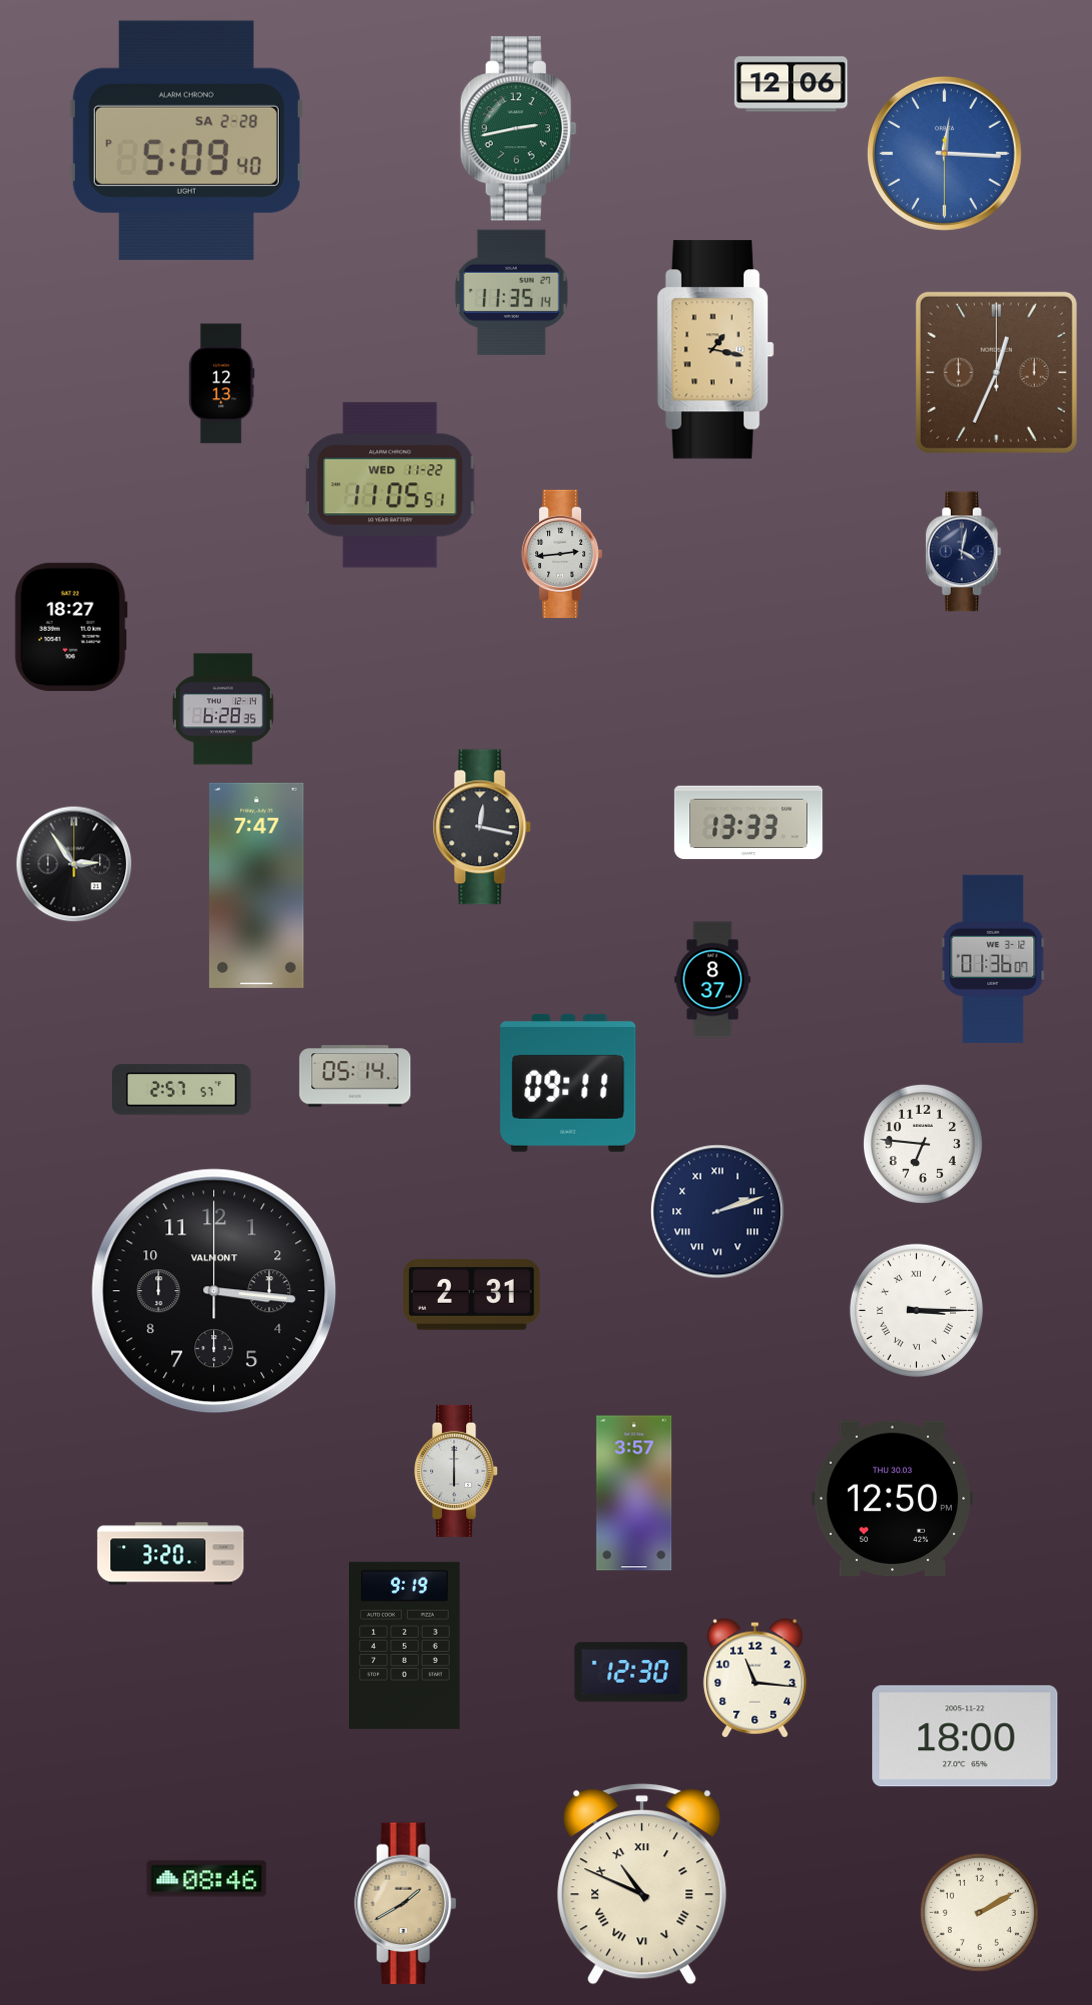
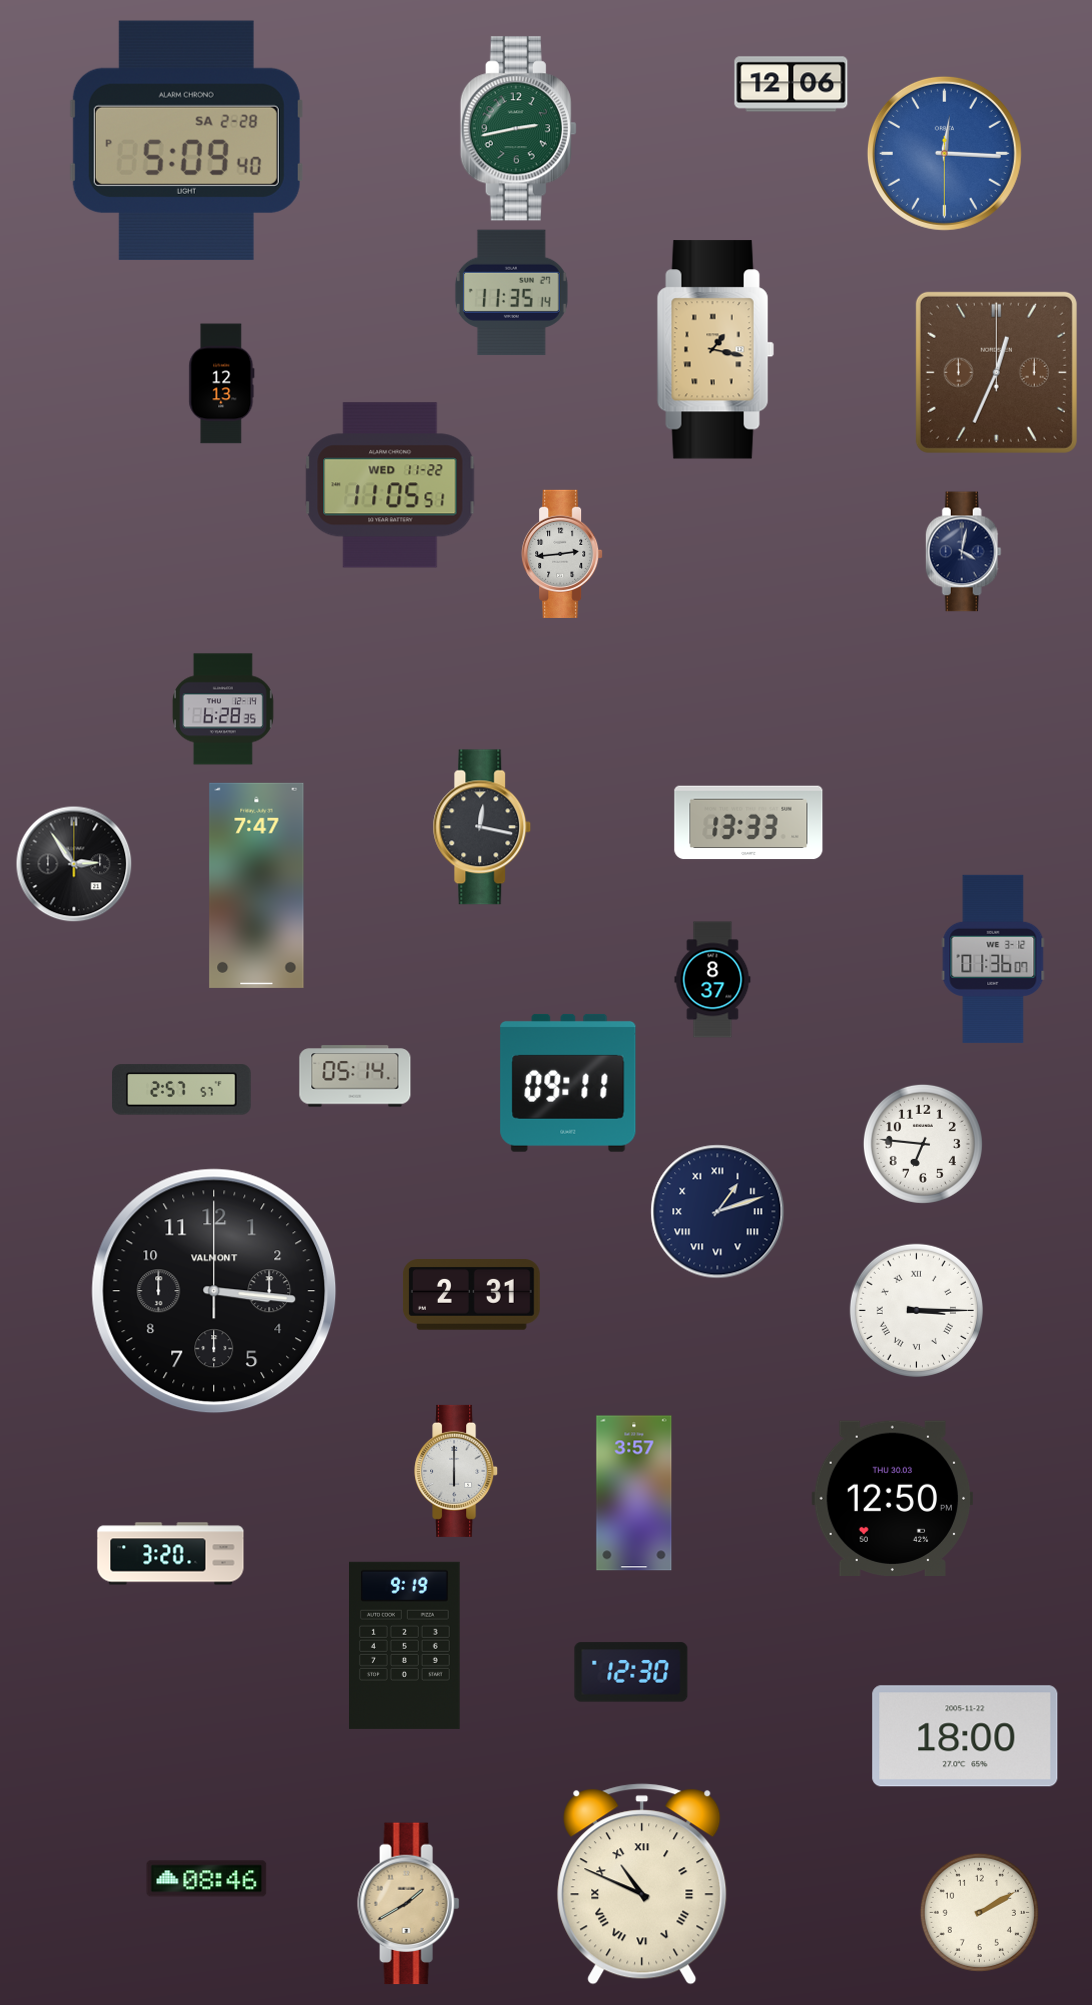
clock at (71, 627): 18:27 -> none
clock at (718, 1212): 2:12 -> 1:12
clock at (755, 1678): 11:16 -> none
clock at (406, 1904) position: (406, 1904) -> (409, 1904)
